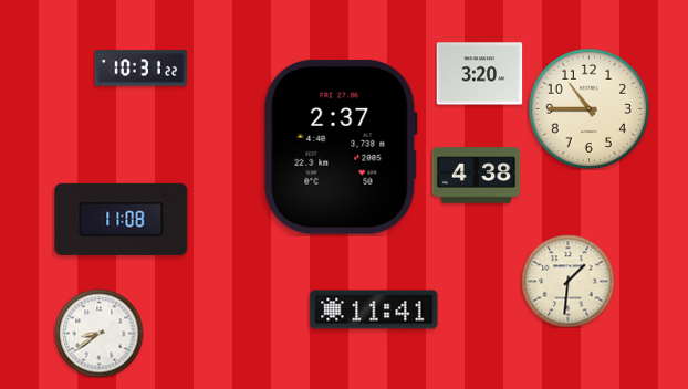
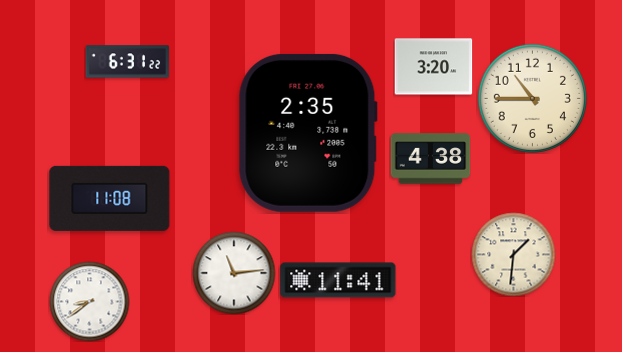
clock at (140, 69): 10:31 -> 6:31
clock at (341, 147): 2:37 -> 2:35
clock at (234, 273): none -> 11:14
